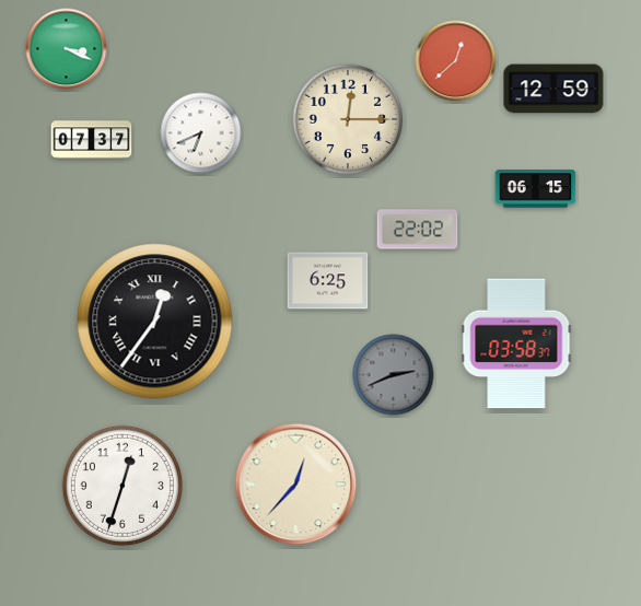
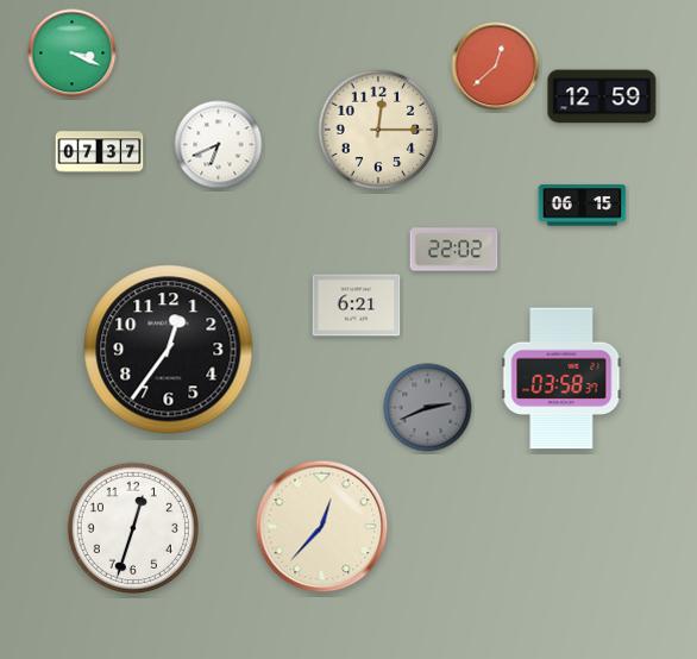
clock at (328, 281): 6:25 -> 6:21
clock at (155, 322) numerals: Roman -> Arabic
clock at (516, 343) position: (516, 343) -> (561, 378)
